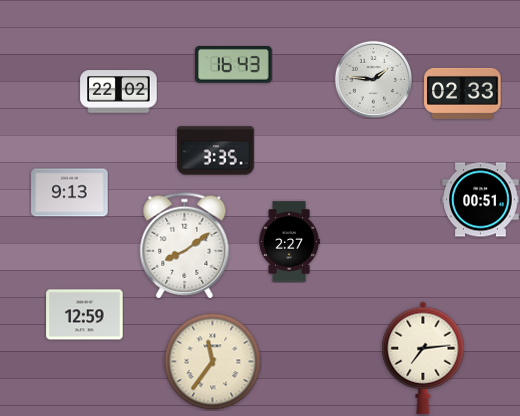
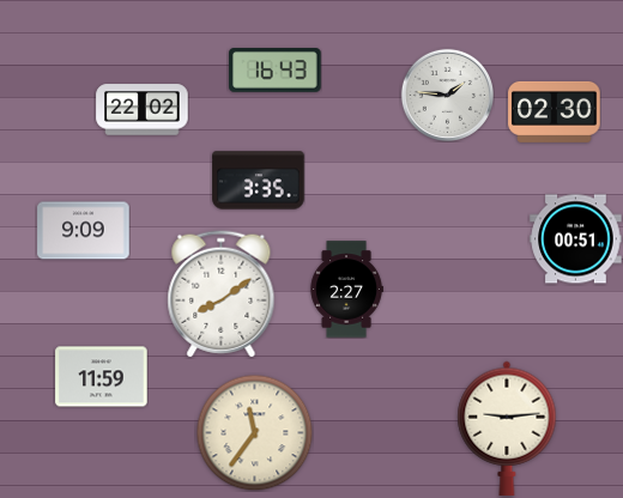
clock at (234, 65) position: (234, 65) -> (276, 71)
clock at (463, 93): 02:33 -> 02:30
clock at (70, 193): 9:13 -> 9:09
clock at (85, 315): 12:59 -> 11:59
clock at (423, 358): 7:14 -> 9:14
